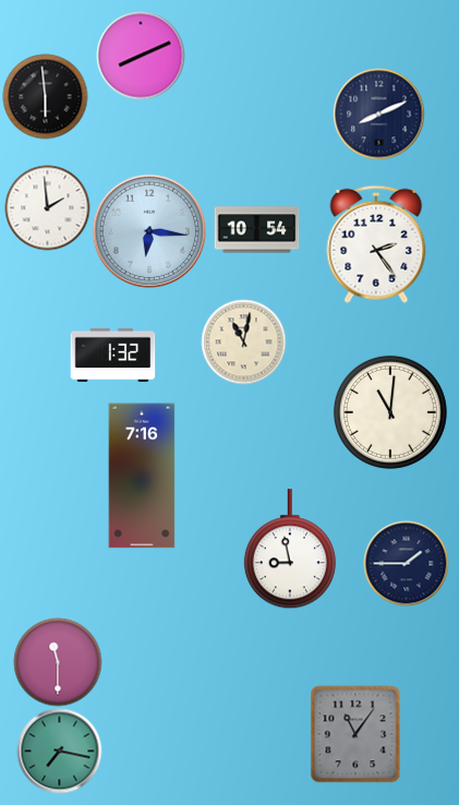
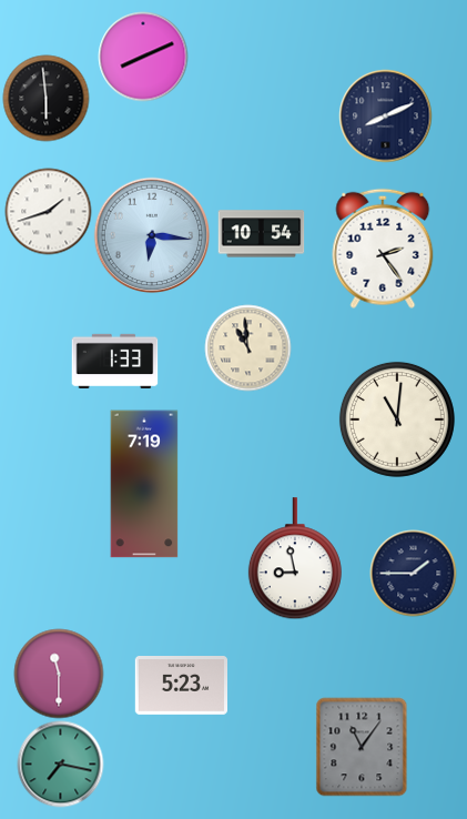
clock at (47, 207): 1:59 -> 1:42
clock at (243, 341): 11:02 -> 10:59
clock at (112, 355): 1:32 -> 1:33
clock at (142, 476): 7:16 -> 7:19
clock at (181, 686): none -> 5:23
